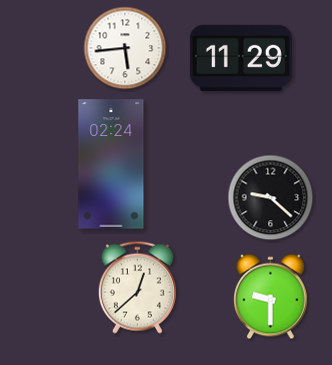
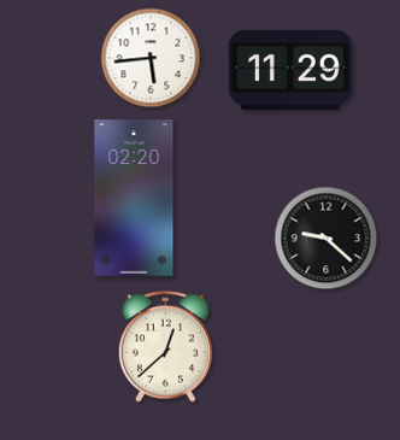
clock at (111, 164): 02:24 -> 02:20
clock at (271, 297): 9:30 -> none
